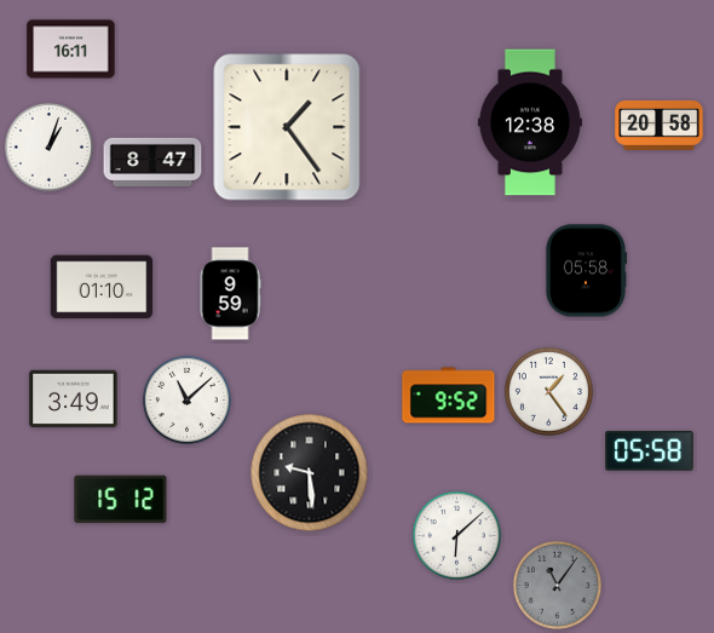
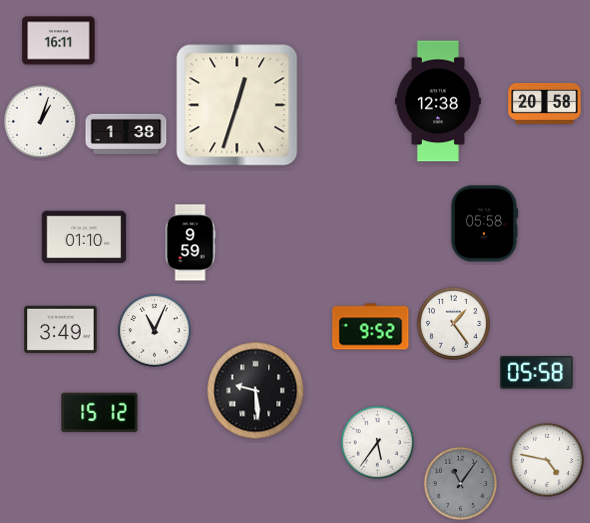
clock at (287, 127): 1:24 -> 12:33
clock at (152, 162): 8:47 -> 1:38
clock at (186, 399): 11:08 -> 11:04
clock at (456, 535): 6:08 -> 5:36
clock at (547, 460): none -> 4:47
